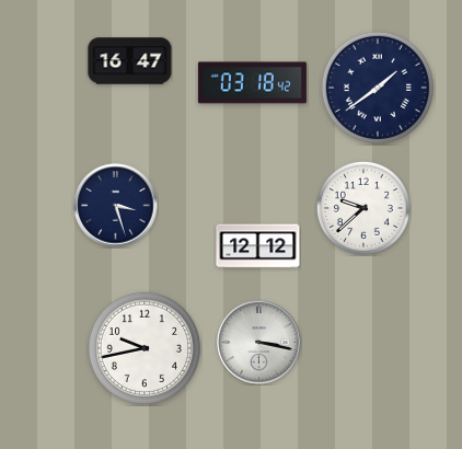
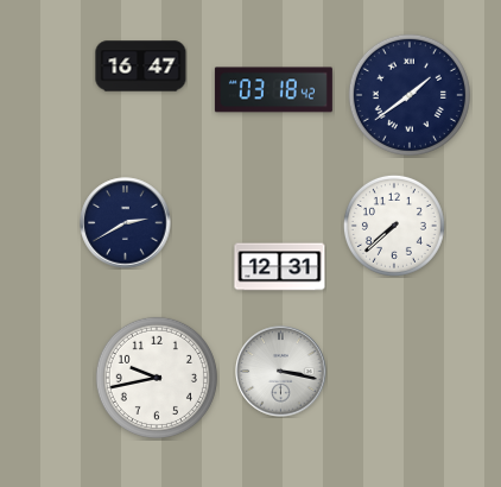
clock at (116, 206): 3:27 -> 2:40
clock at (363, 208): 9:38 -> 7:38
clock at (258, 246): 12:12 -> 12:31
